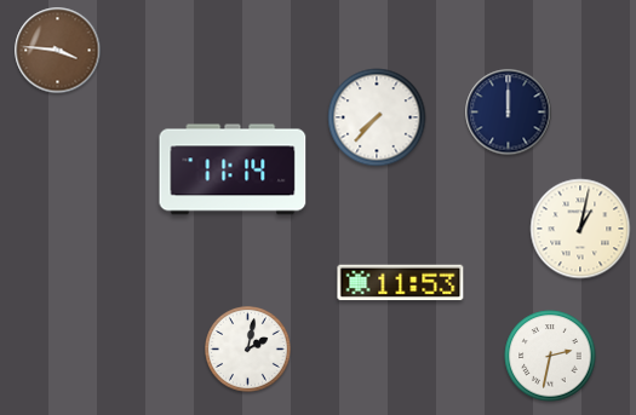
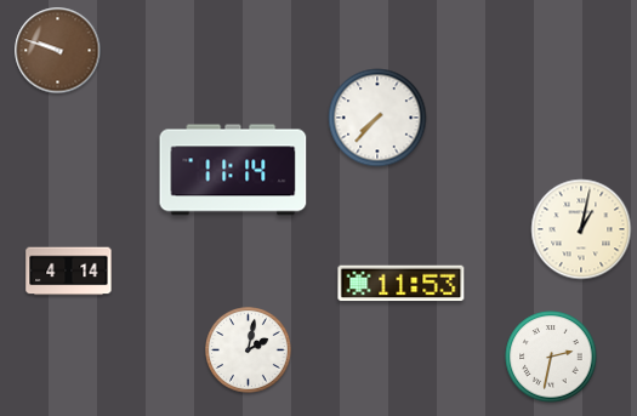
clock at (58, 51): 3:46 -> 9:48
clock at (509, 113): 12:00 -> none
clock at (69, 272): none -> 4:14
